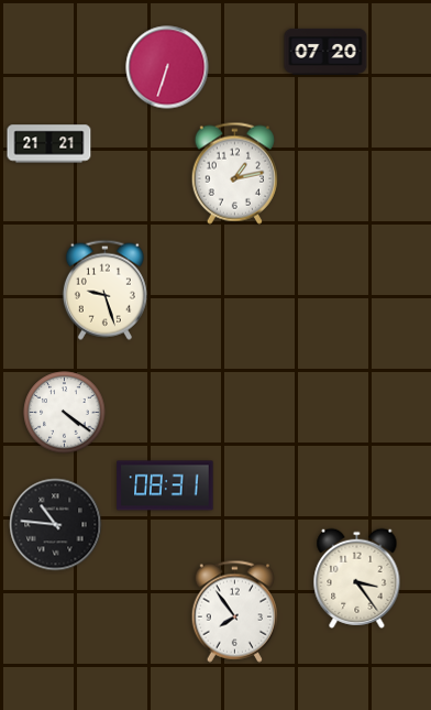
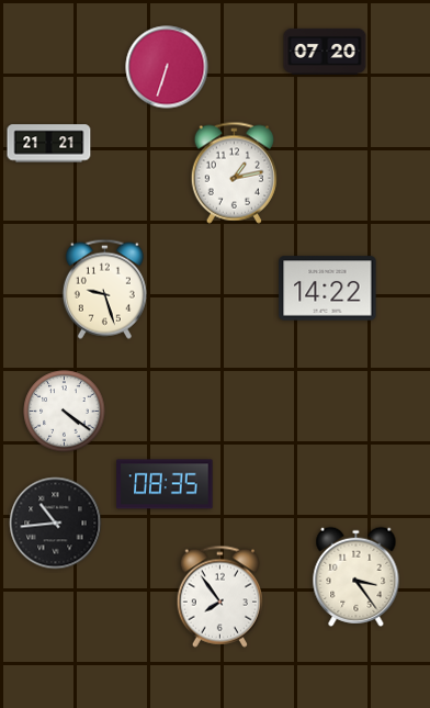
clock at (328, 289): none -> 14:22
clock at (165, 485): 08:31 -> 08:35
clock at (56, 525): 10:46 -> 10:44
clock at (234, 611) position: (234, 611) -> (219, 596)
